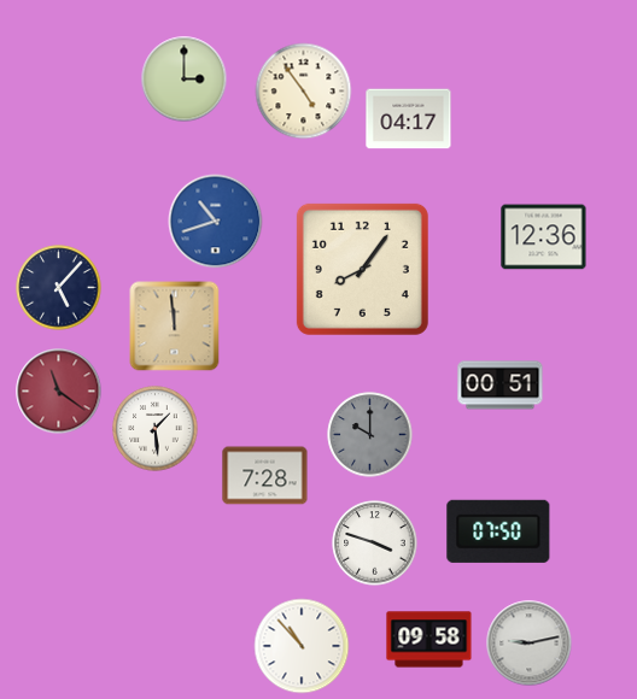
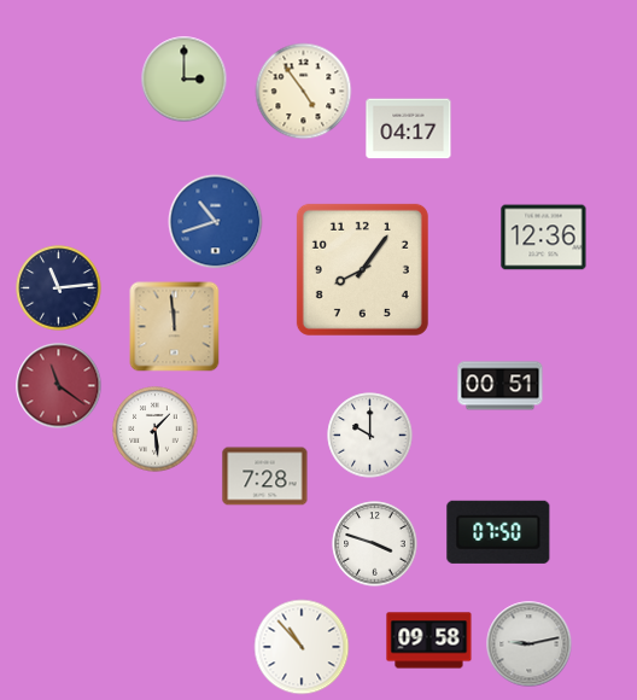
clock at (409, 119) position: (409, 119) -> (409, 129)
clock at (59, 288): 5:07 -> 11:14
clock at (59, 392) position: (59, 392) -> (59, 386)
clock at (370, 435) dial: grey -> white
